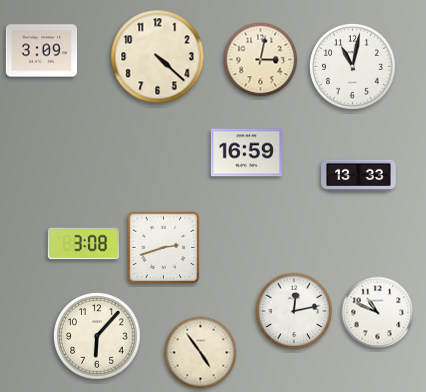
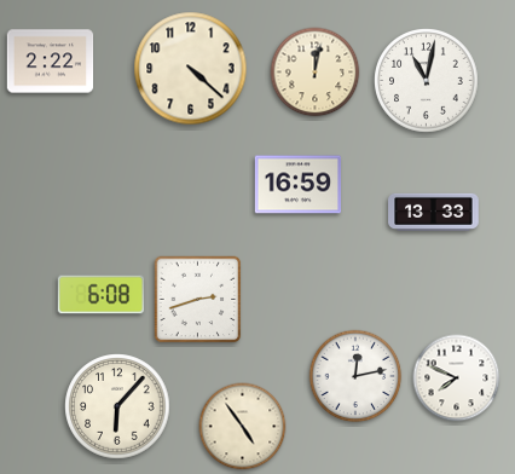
clock at (42, 51): 3:09 -> 2:22
clock at (261, 60): 3:02 -> 12:02
clock at (84, 244): 3:08 -> 6:08
clock at (378, 313): 10:49 -> 7:49
